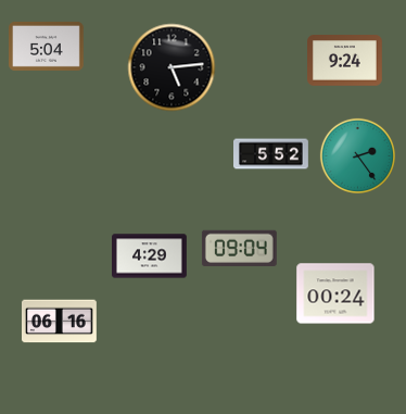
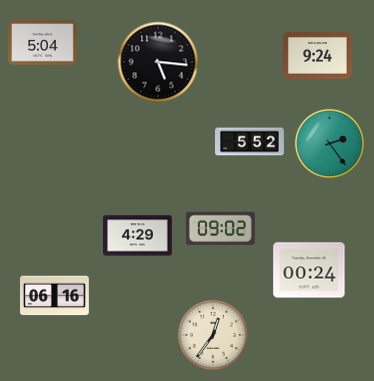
clock at (172, 67): 5:14 -> 5:16
clock at (239, 248): 09:04 -> 09:02
clock at (213, 335): none -> 12:36
